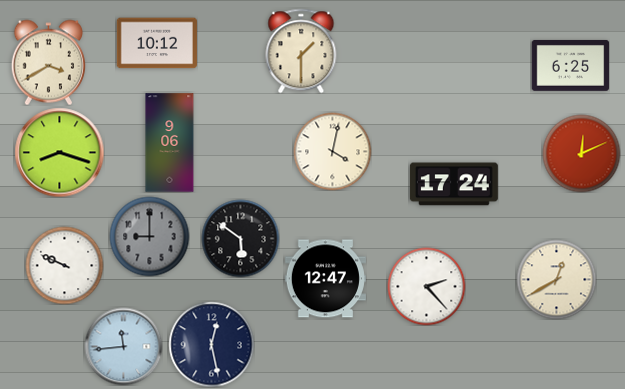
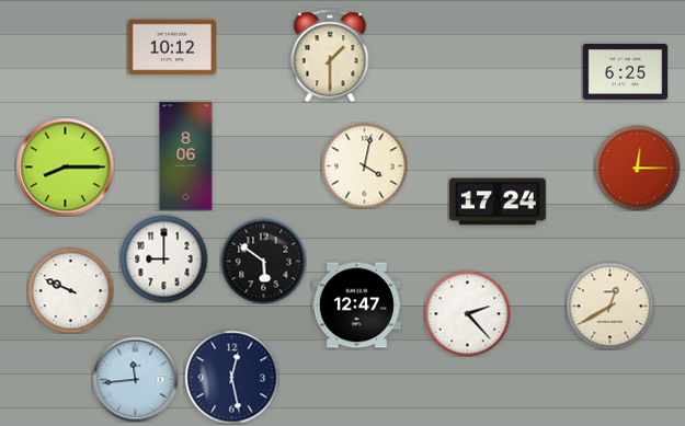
clock at (48, 62): 3:40 -> none
clock at (170, 143): 9:06 -> 8:06
clock at (59, 152): 8:18 -> 8:15
clock at (581, 153): 12:11 -> 12:15
clock at (149, 236) dial: grey -> white
